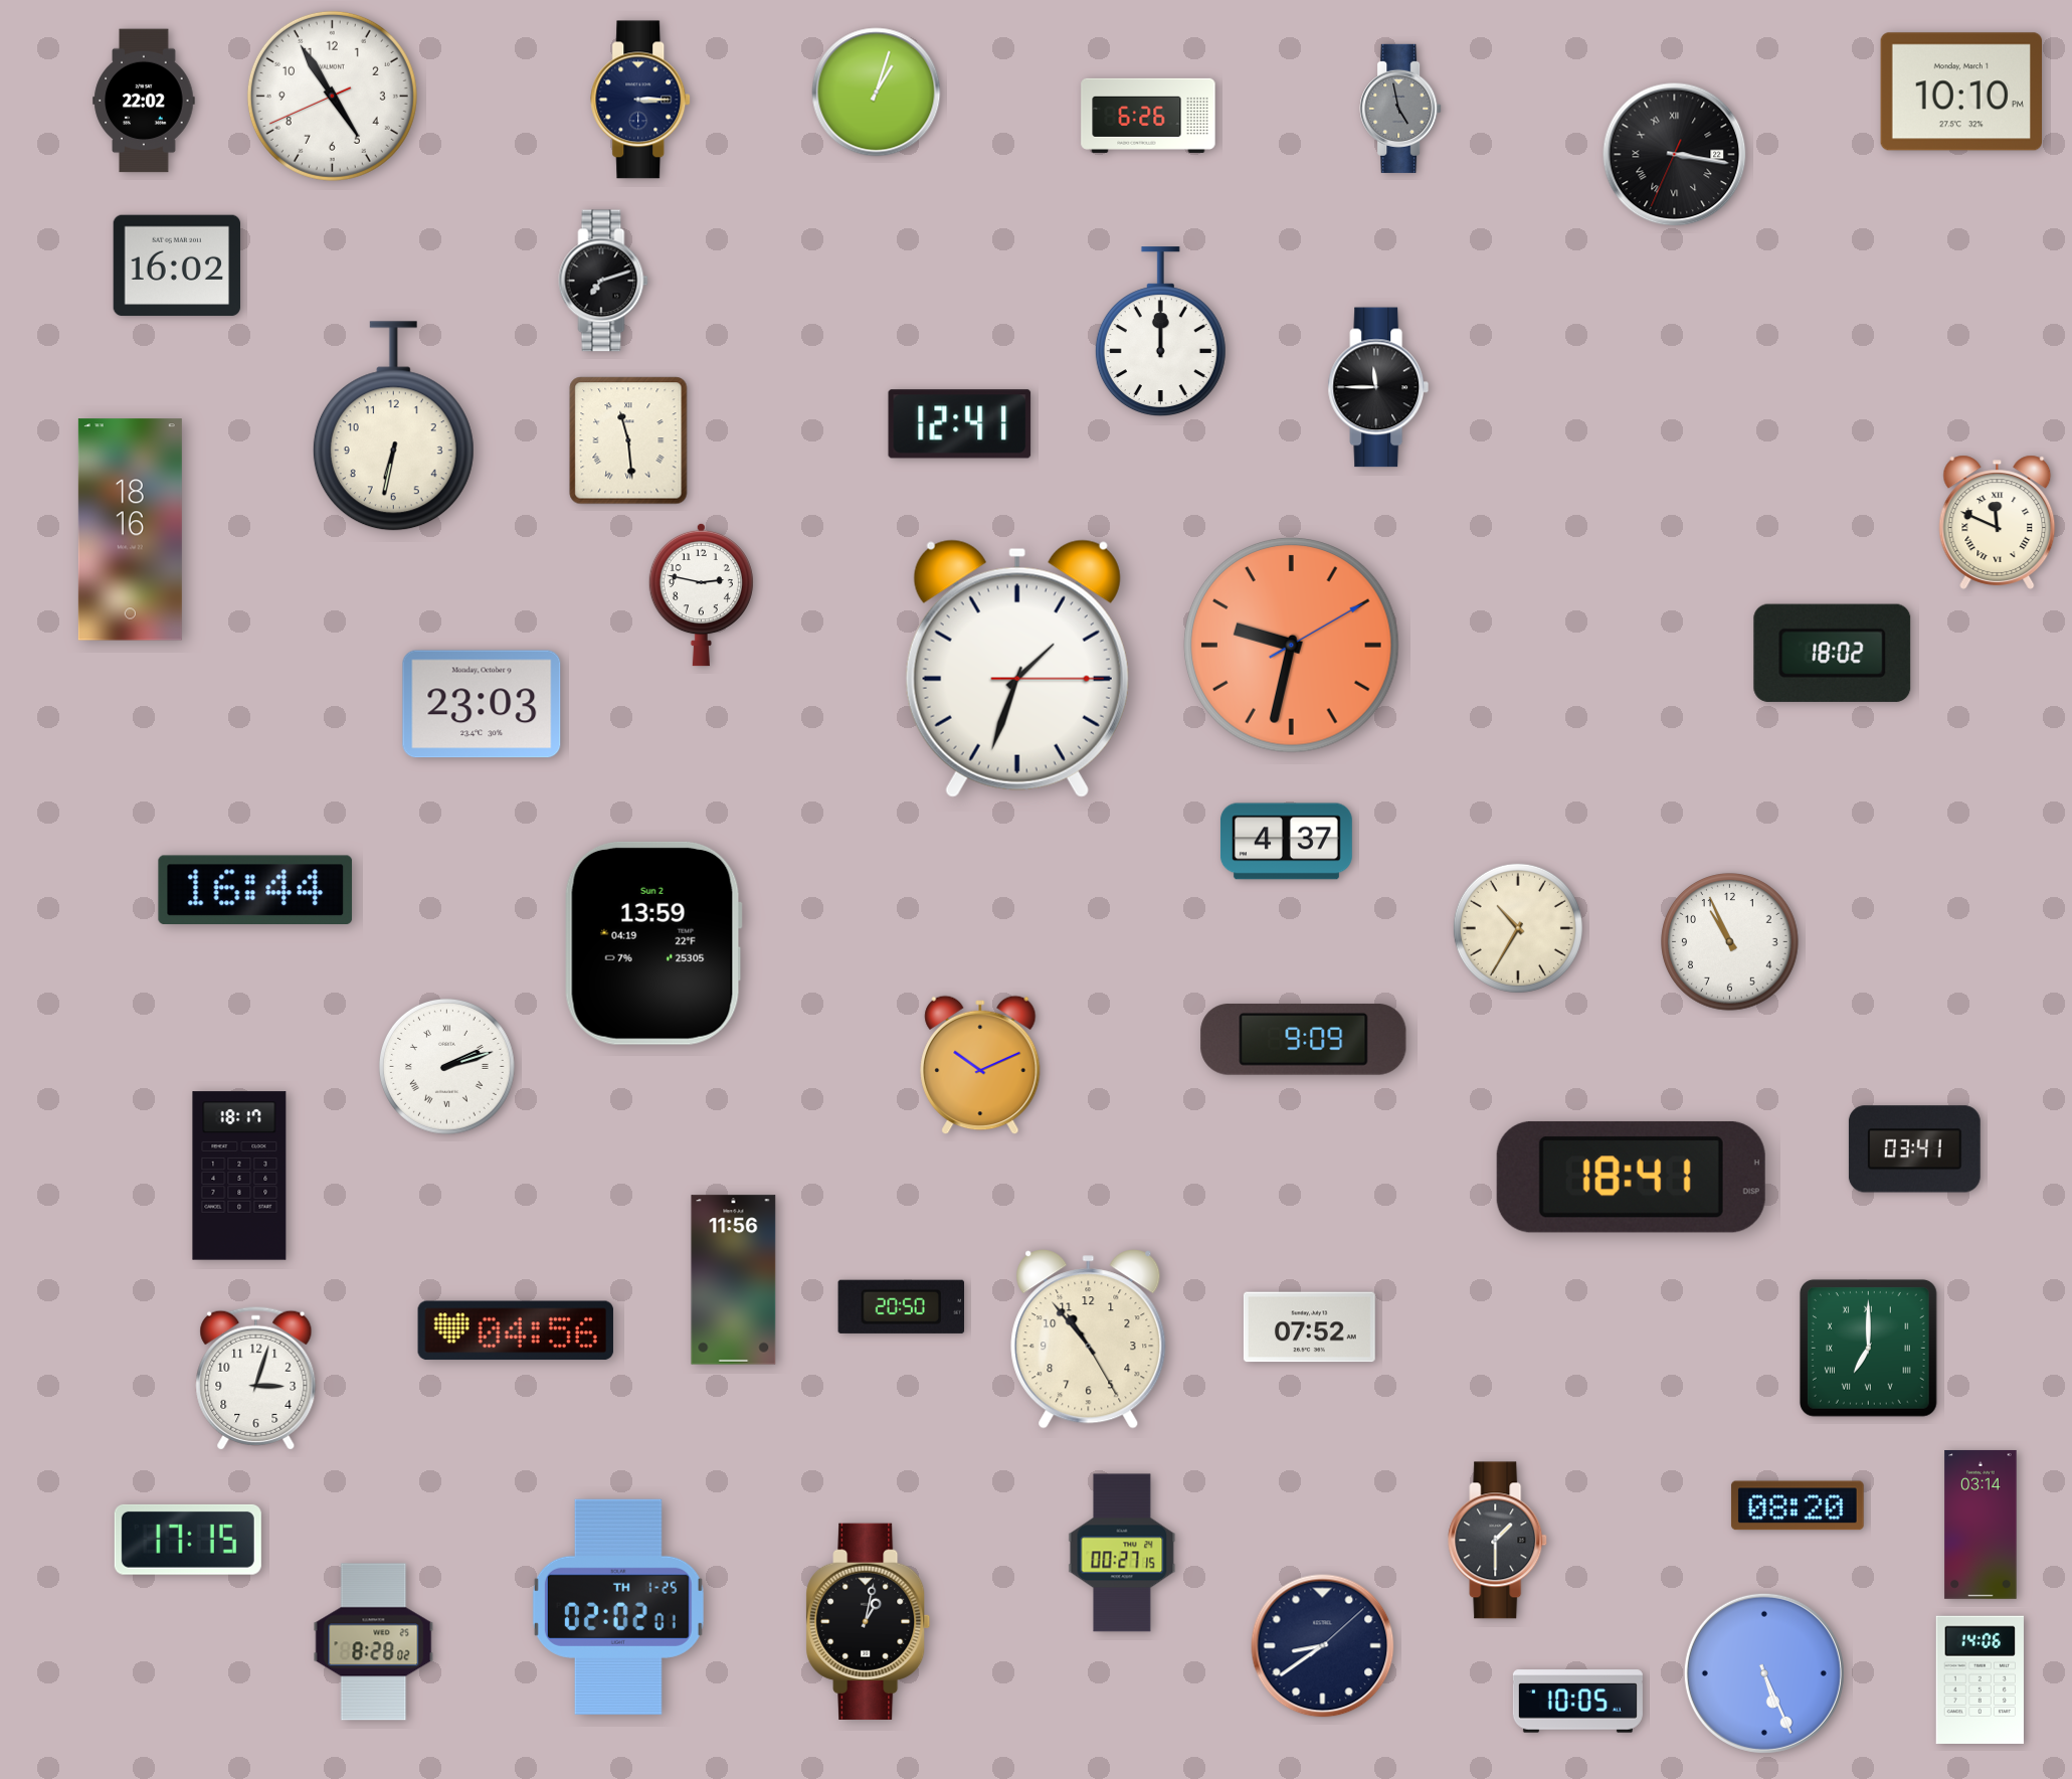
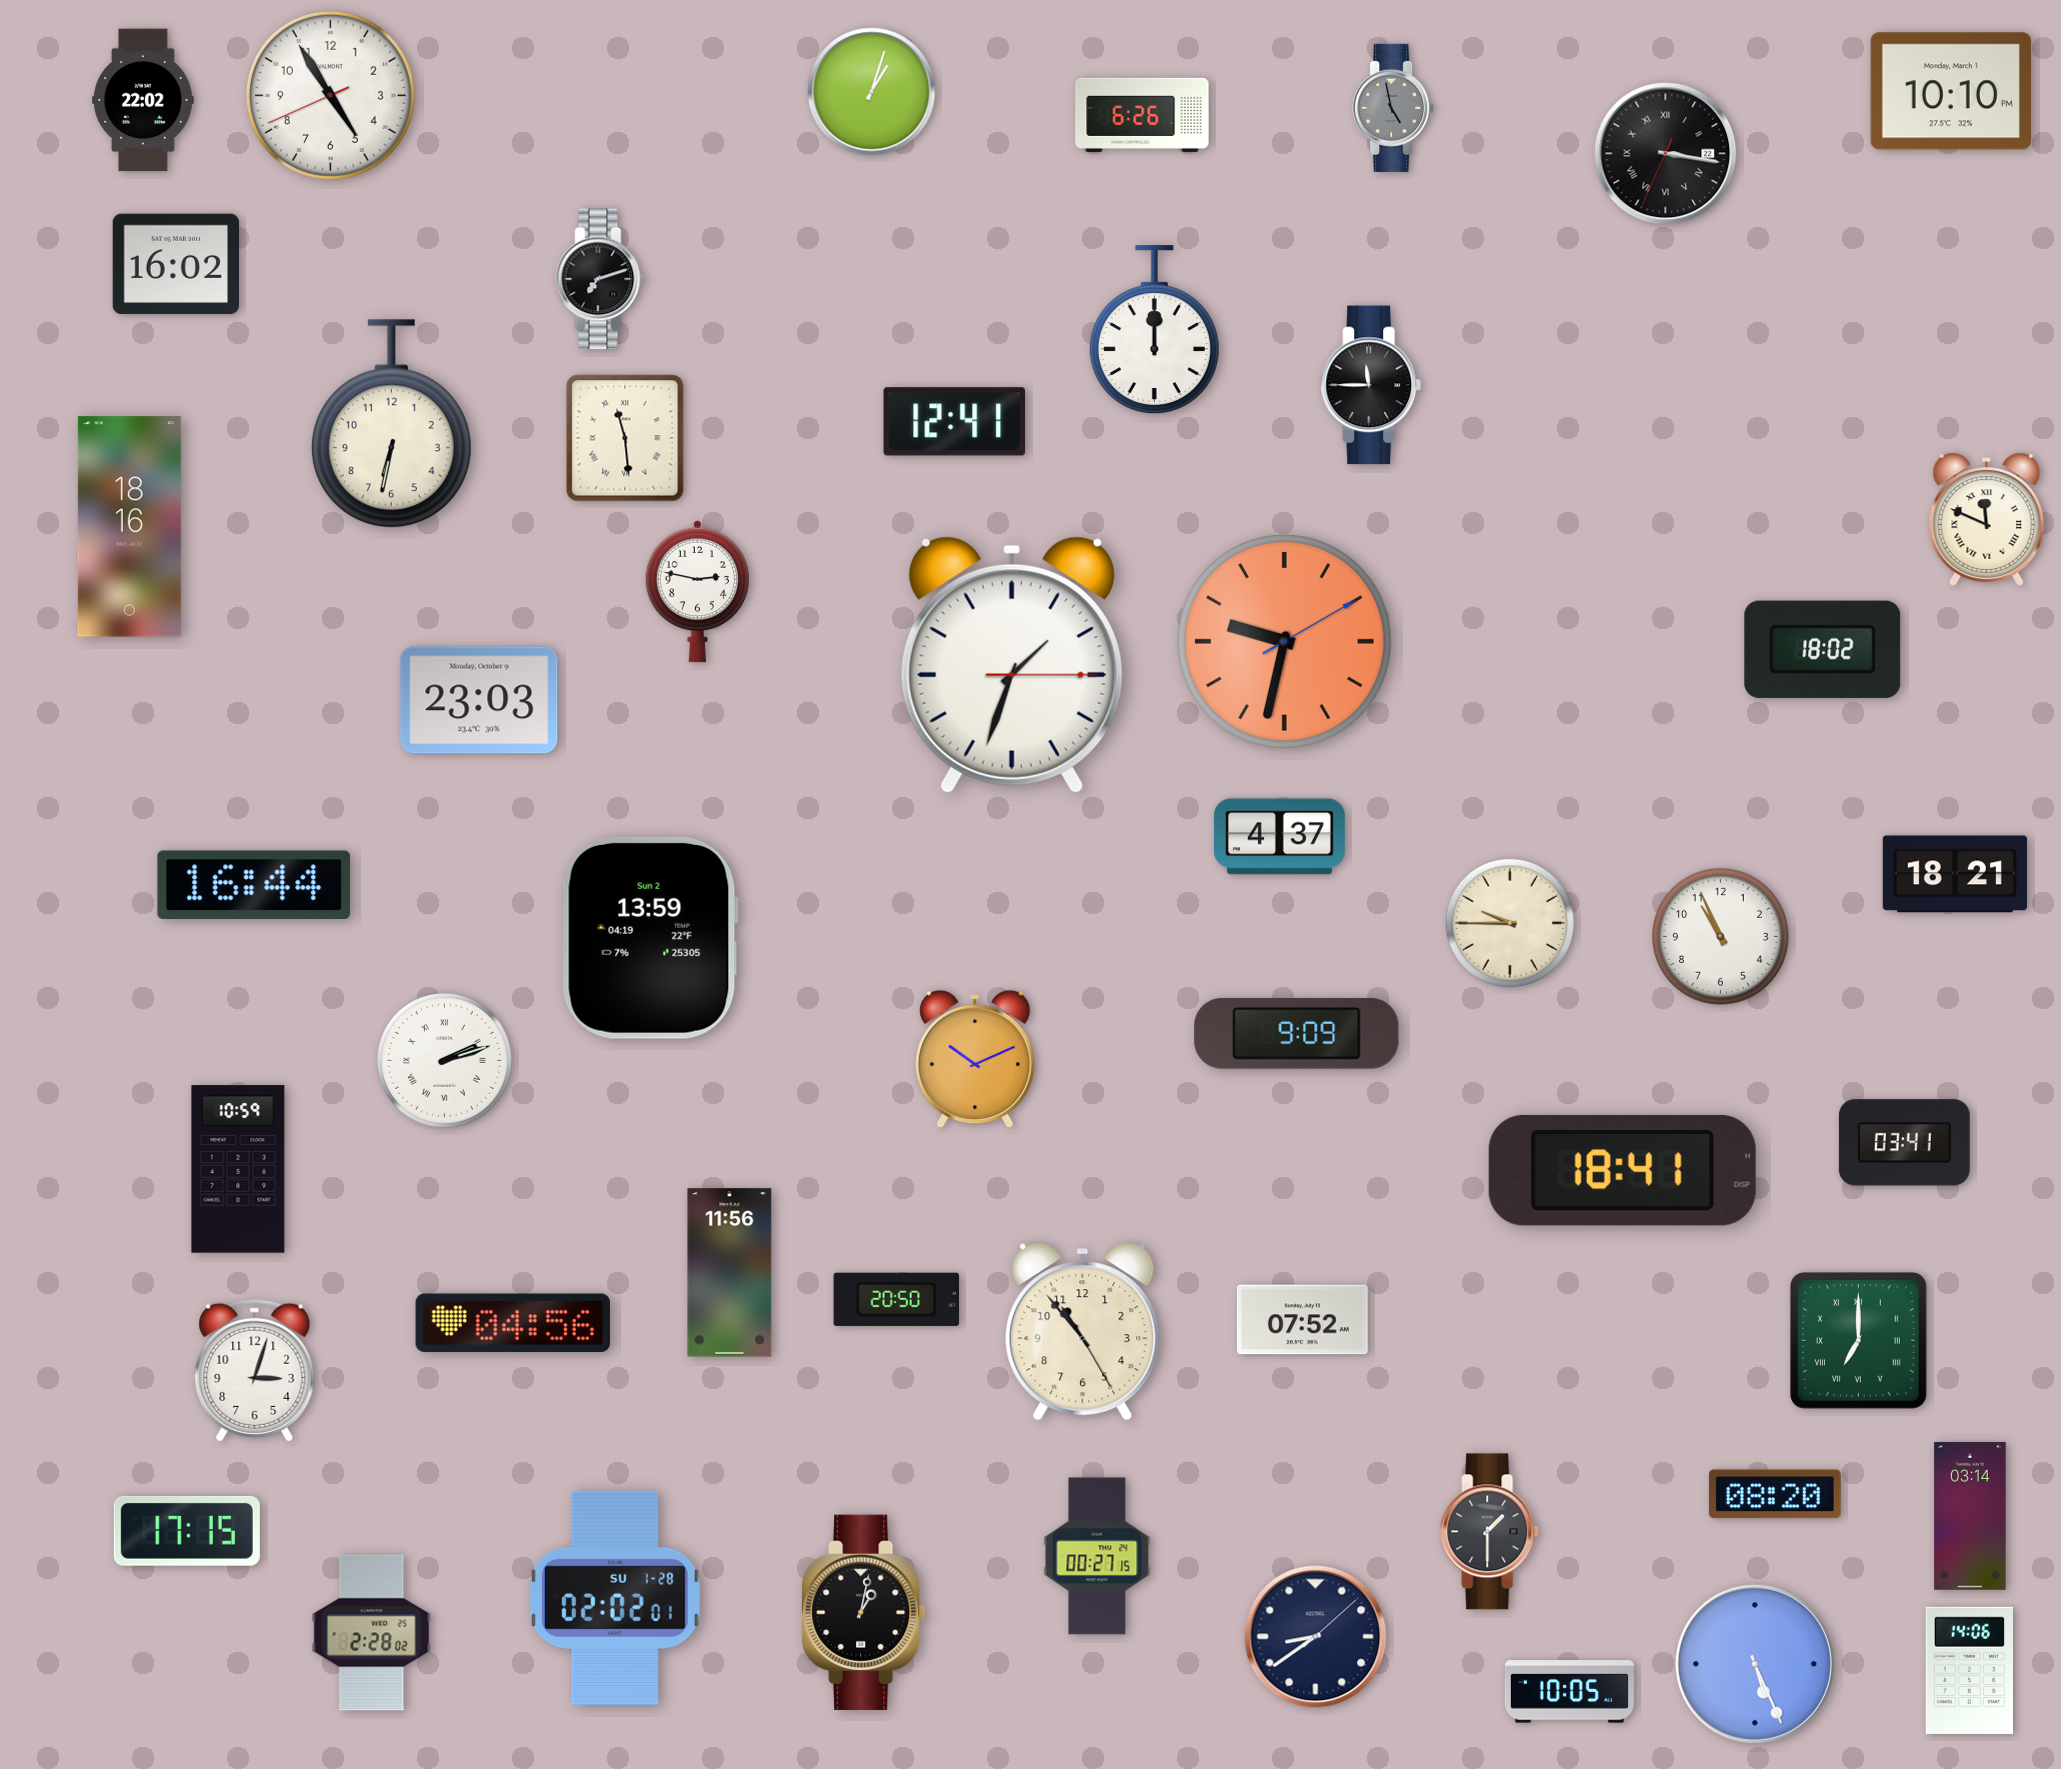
clock at (641, 100): 3:15 -> none
clock at (1954, 874): none -> 18:21
clock at (1518, 928): 10:35 -> 9:45
clock at (239, 1176): 18:17 -> 10:59
clock at (1798, 1505) position: (1798, 1505) -> (1775, 1494)
clock at (1122, 1553) position: (1122, 1553) -> (1097, 1556)
clock at (618, 1607) date: TH 1-25 -> SU 1-28
clock at (374, 1642): 8:28 -> 2:28
